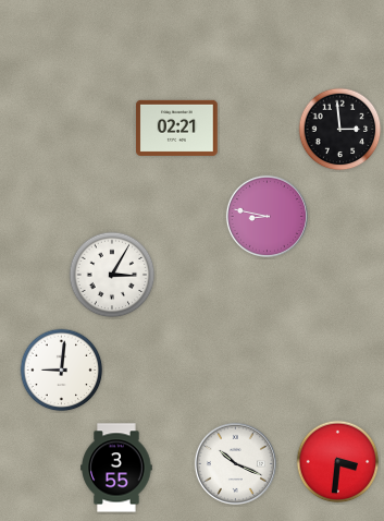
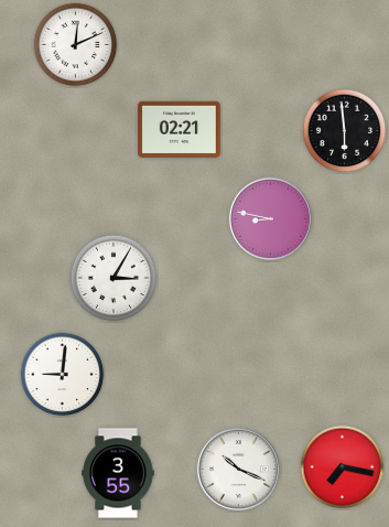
clock at (76, 45): none -> 12:11
clock at (340, 130): 2:59 -> 5:59
clock at (338, 462): 3:31 -> 7:17
